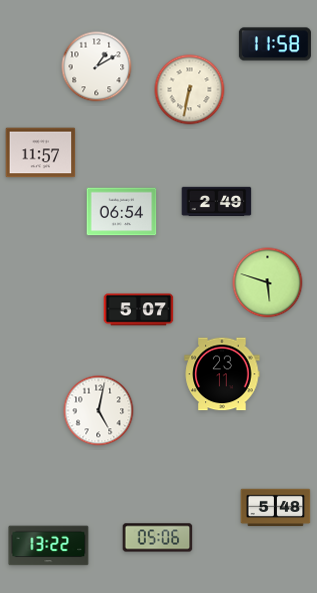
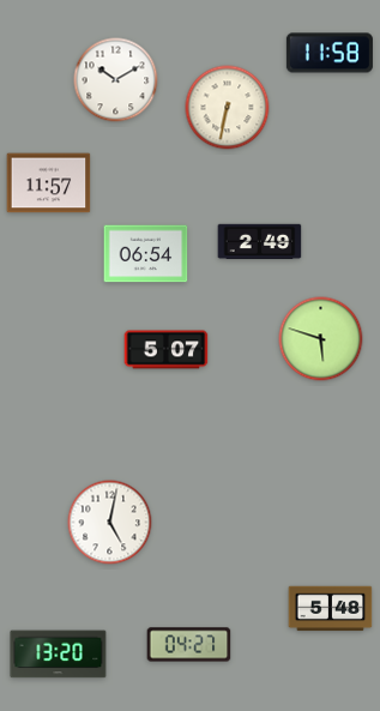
clock at (97, 67): 1:10 -> 10:10
clock at (139, 310) position: (139, 310) -> (167, 350)
clock at (222, 374): 23:11 -> none
clock at (99, 411) position: (99, 411) -> (110, 523)
clock at (158, 538): 05:06 -> 04:27
clock at (49, 546): 13:22 -> 13:20
